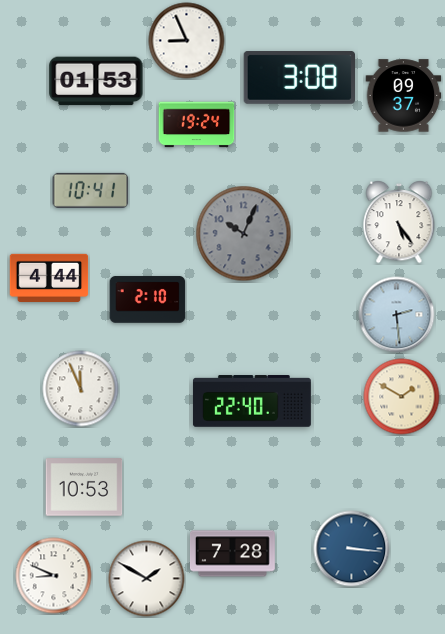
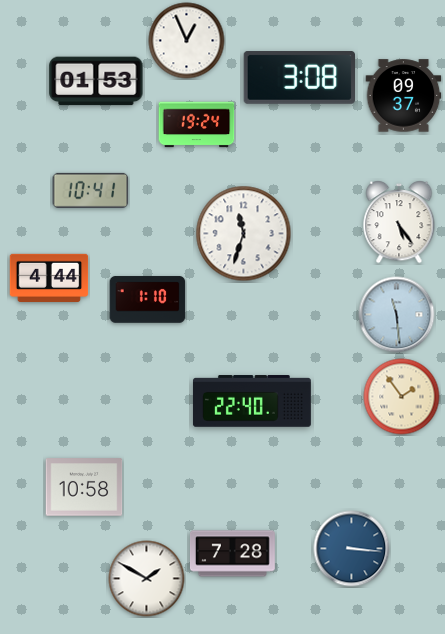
clock at (187, 41): 8:56 -> 12:56
clock at (244, 234): 10:04 -> 11:33
clock at (244, 234) dial: grey -> white
clock at (148, 300): 2:10 -> 1:10
clock at (397, 315): 2:29 -> 11:29
clock at (81, 389): 11:56 -> none
clock at (402, 397): 1:50 -> 1:54
clock at (84, 487): 10:53 -> 10:58
clock at (54, 576): 8:49 -> none
